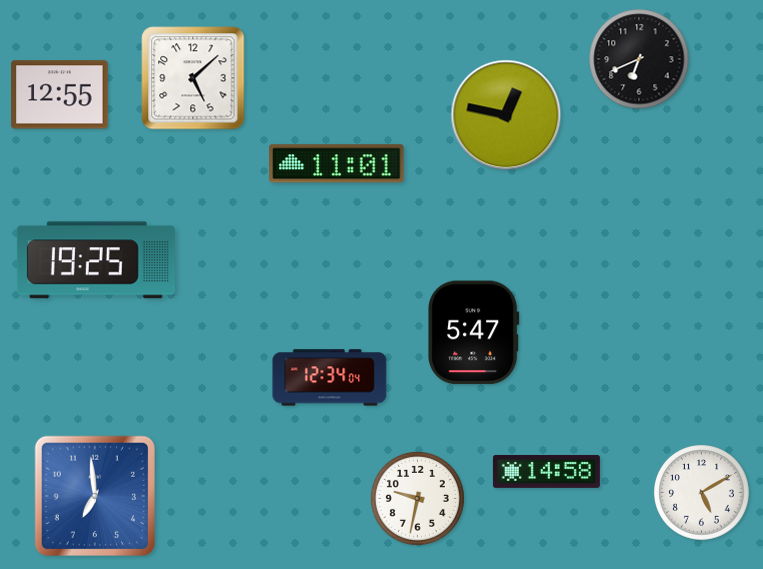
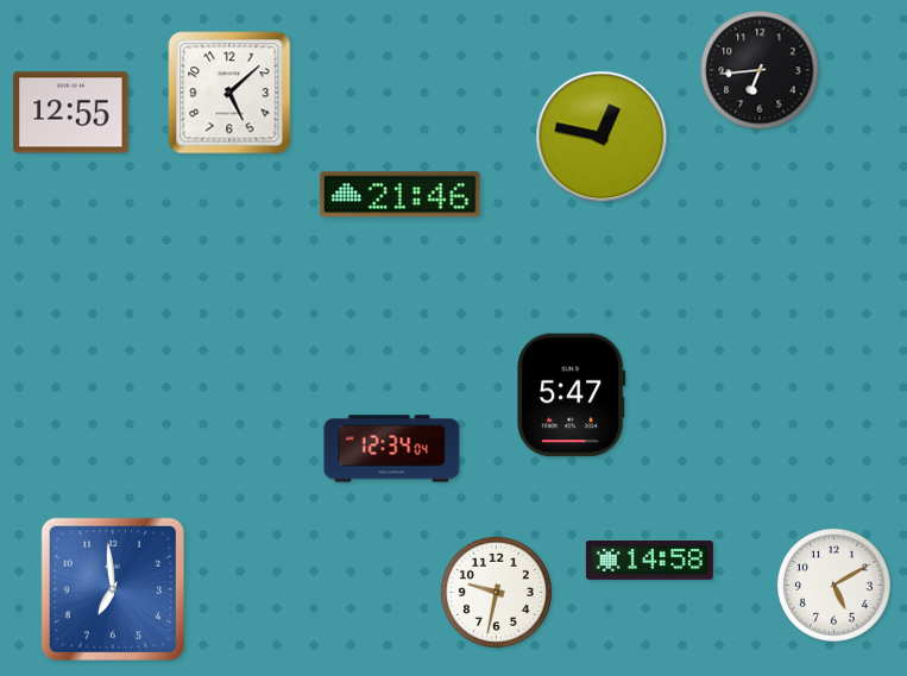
clock at (639, 59): 6:41 -> 6:44
clock at (337, 164): 11:01 -> 21:46
clock at (96, 260): 19:25 -> none
clock at (474, 333) position: (474, 333) -> (572, 396)
